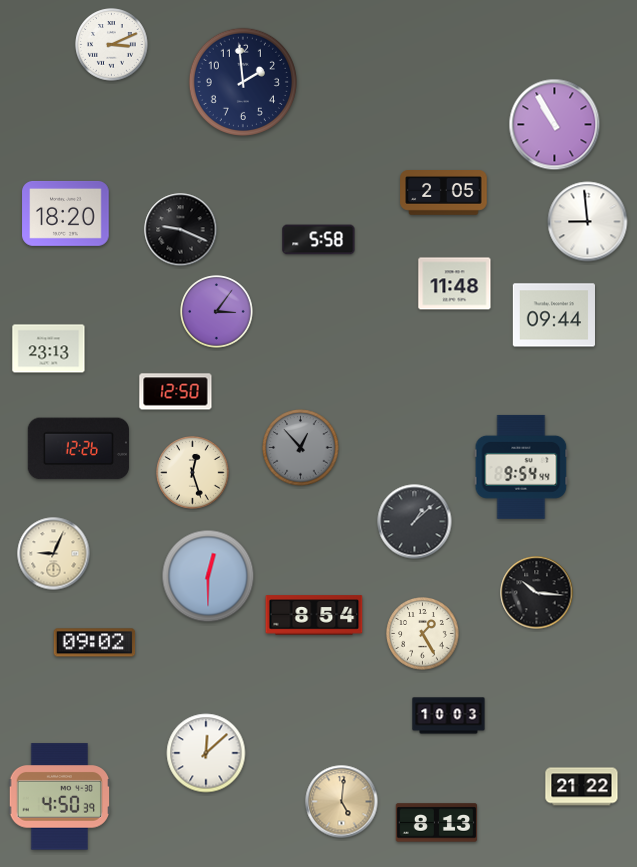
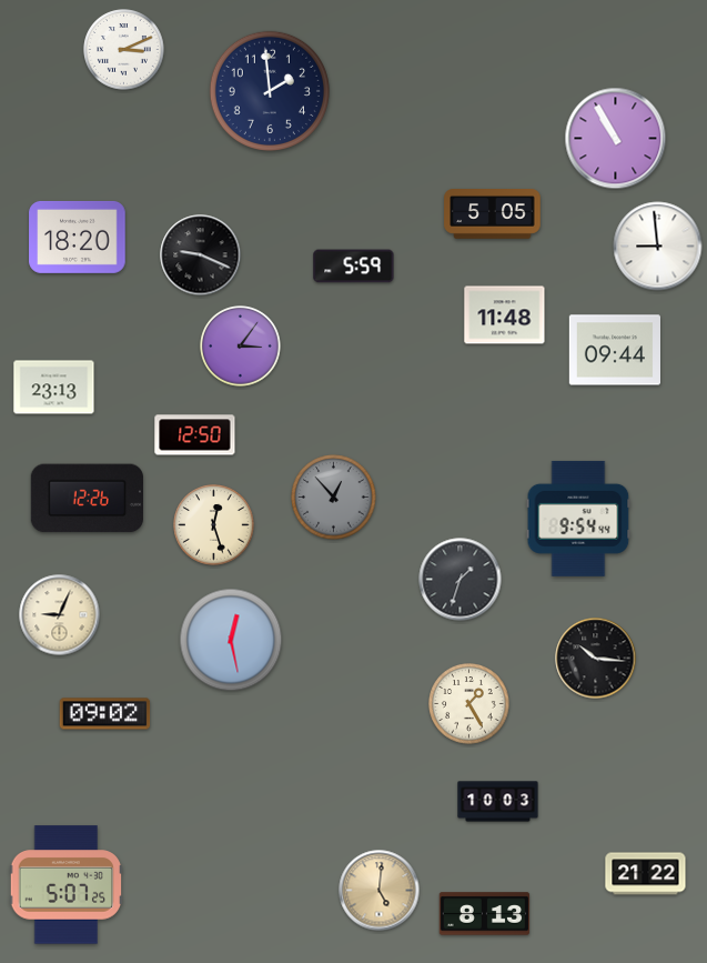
clock at (444, 193): 2:05 -> 5:05
clock at (66, 213) position: (66, 213) -> (78, 237)
clock at (588, 222) position: (588, 222) -> (658, 247)
clock at (319, 240): 5:58 -> 5:59
clock at (415, 522): 1:08 -> 1:33
clock at (208, 576): 12:30 -> 12:28
clock at (314, 615): 8:54 -> none
clock at (449, 716) position: (449, 716) -> (498, 802)
clock at (206, 753): 12:08 -> none
clock at (60, 797): 4:50 -> 5:07
